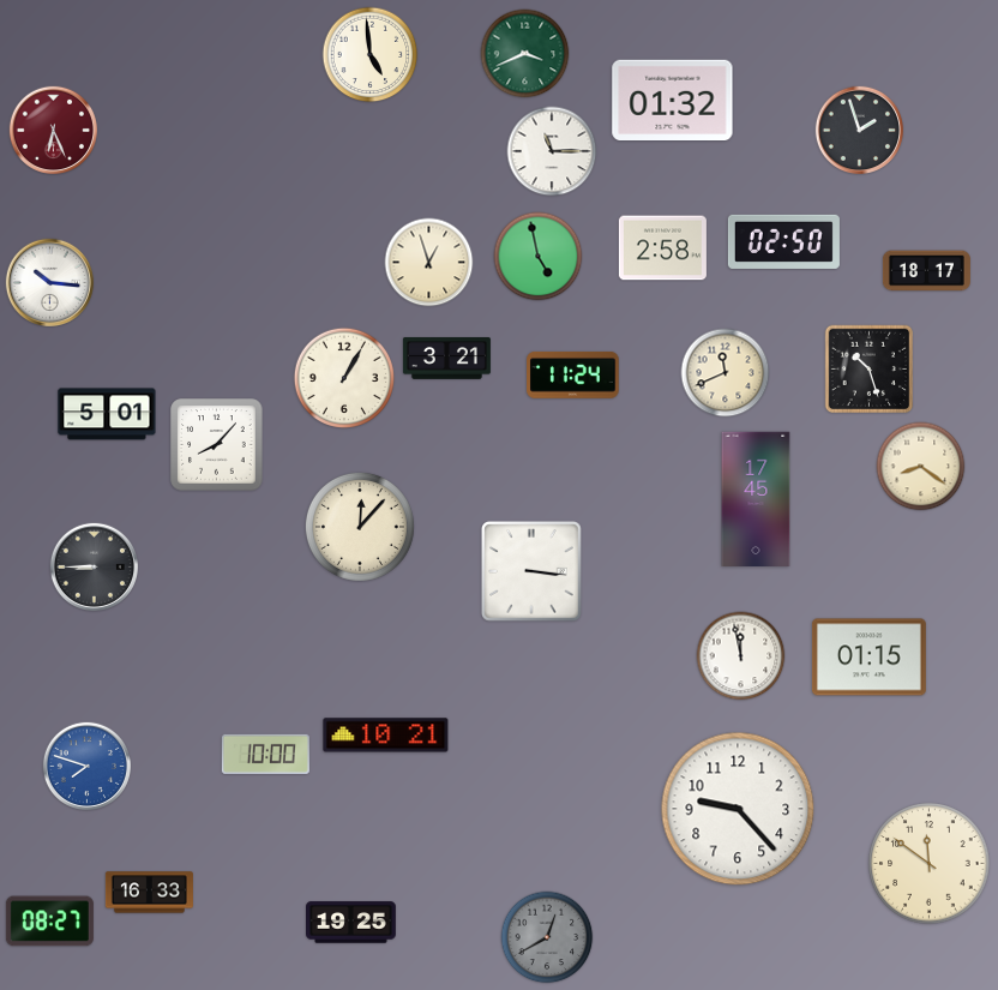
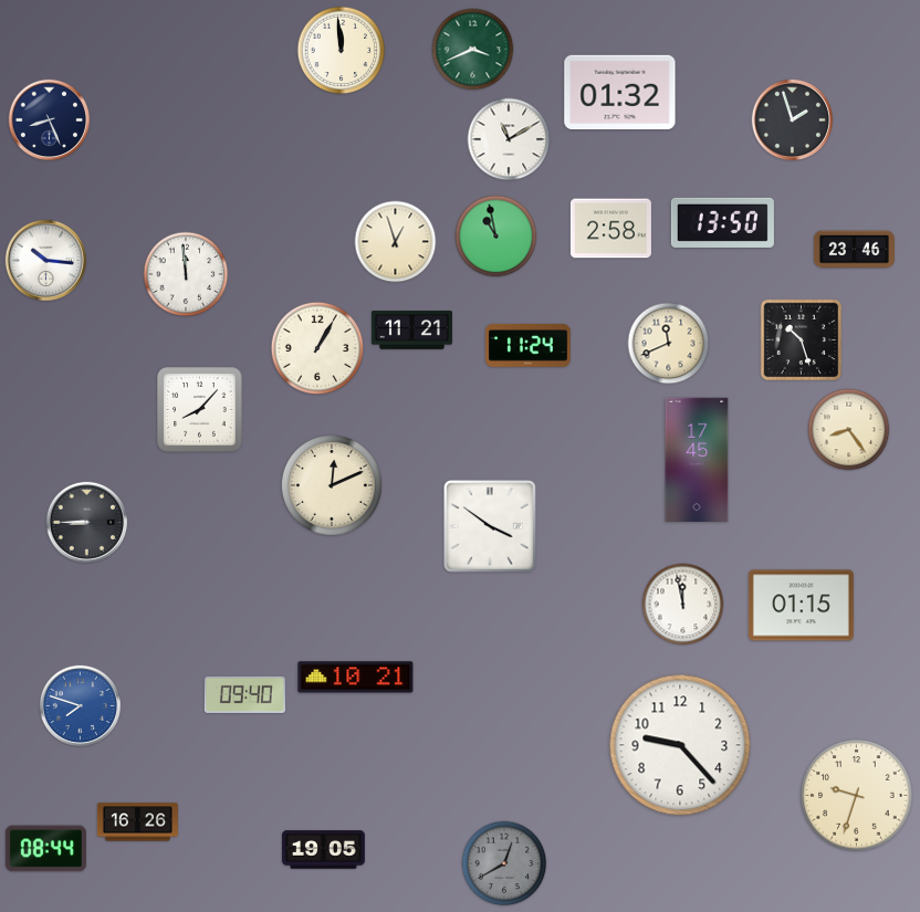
clock at (525, 54) position: (525, 54) -> (473, 50)
clock at (371, 55): 4:59 -> 11:59
clock at (53, 130): 6:26 -> 8:26
clock at (53, 130) dial: burgundy -> navy
clock at (552, 151): 11:15 -> 11:10
clock at (783, 241): 02:50 -> 13:50
clock at (539, 257): 4:58 -> 10:58
clock at (926, 271): 18:17 -> 23:46
clock at (186, 274): none -> 11:59
clock at (446, 359): 3:21 -> 11:21
clock at (107, 414): 5:01 -> none
clock at (921, 467): 8:21 -> 8:24
clock at (360, 527): 12:07 -> 12:11
clock at (531, 571): 3:16 -> 3:51
clock at (265, 754): 10:00 -> 09:40
clock at (930, 864): 11:51 -> 9:33
clock at (149, 893): 16:33 -> 16:26
clock at (49, 922): 08:27 -> 08:44
clock at (351, 923): 19:25 -> 19:05
